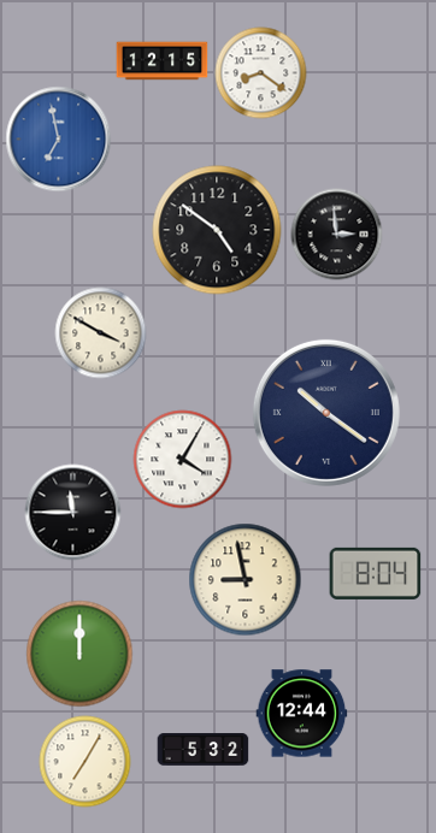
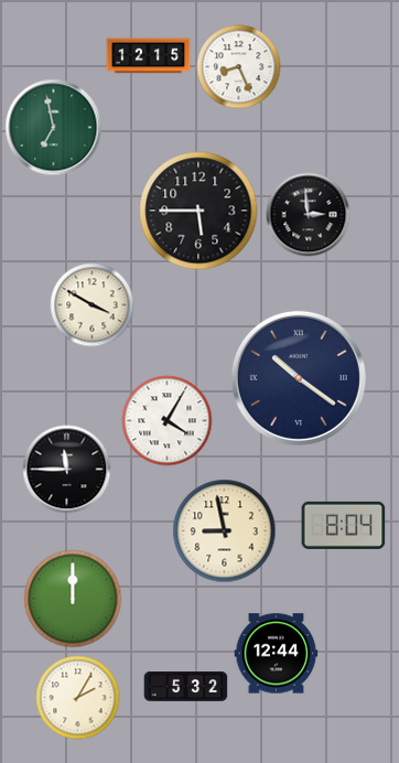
clock at (261, 73): 8:21 -> 8:26
clock at (59, 140) dial: blue -> green
clock at (217, 230): 4:51 -> 5:45
clock at (86, 762): 7:05 -> 2:05
